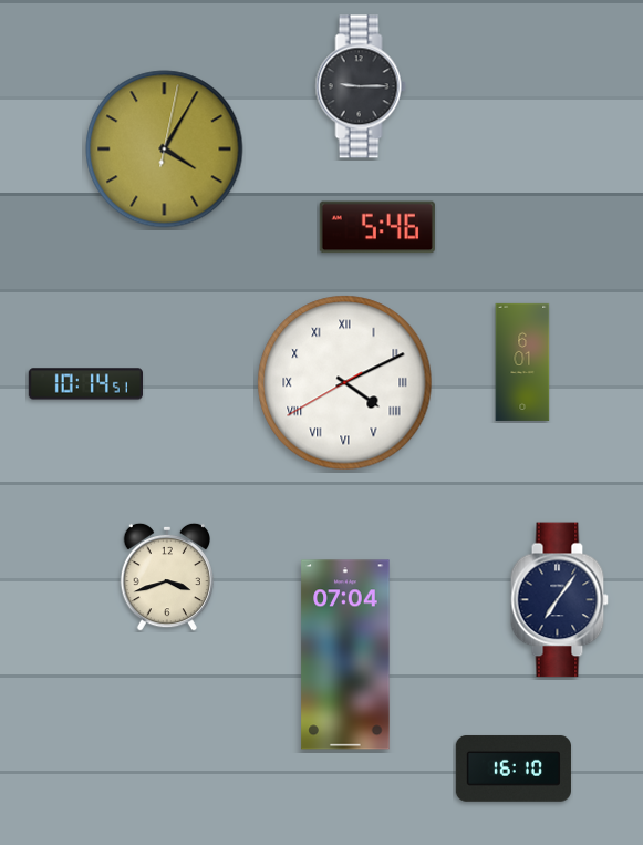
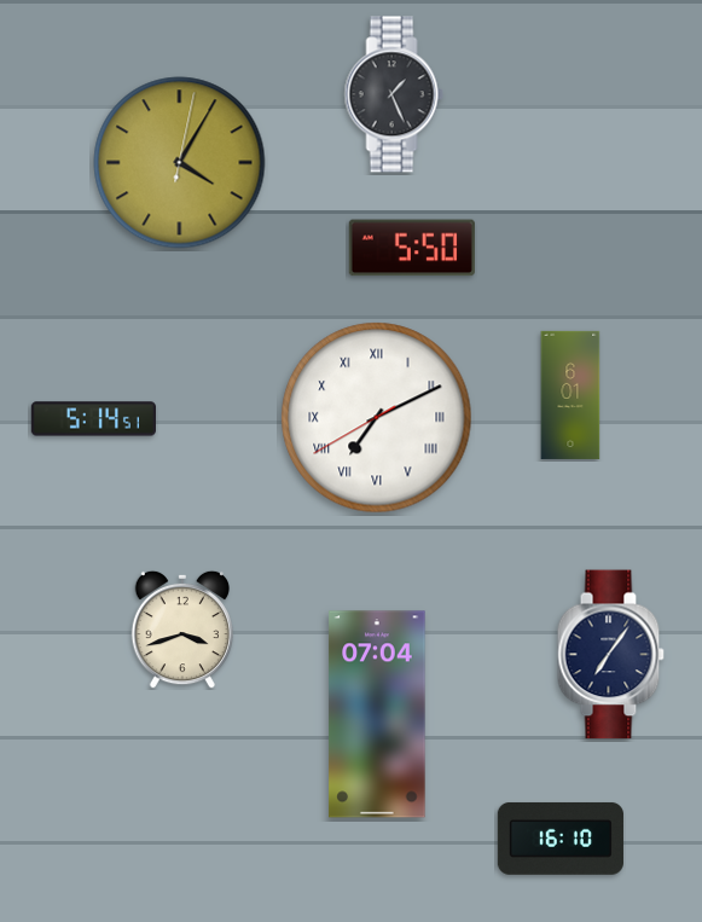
clock at (361, 86): 9:15 -> 1:26
clock at (377, 227): 5:46 -> 5:50
clock at (345, 383): 4:10 -> 7:10
clock at (85, 384): 10:14 -> 5:14
